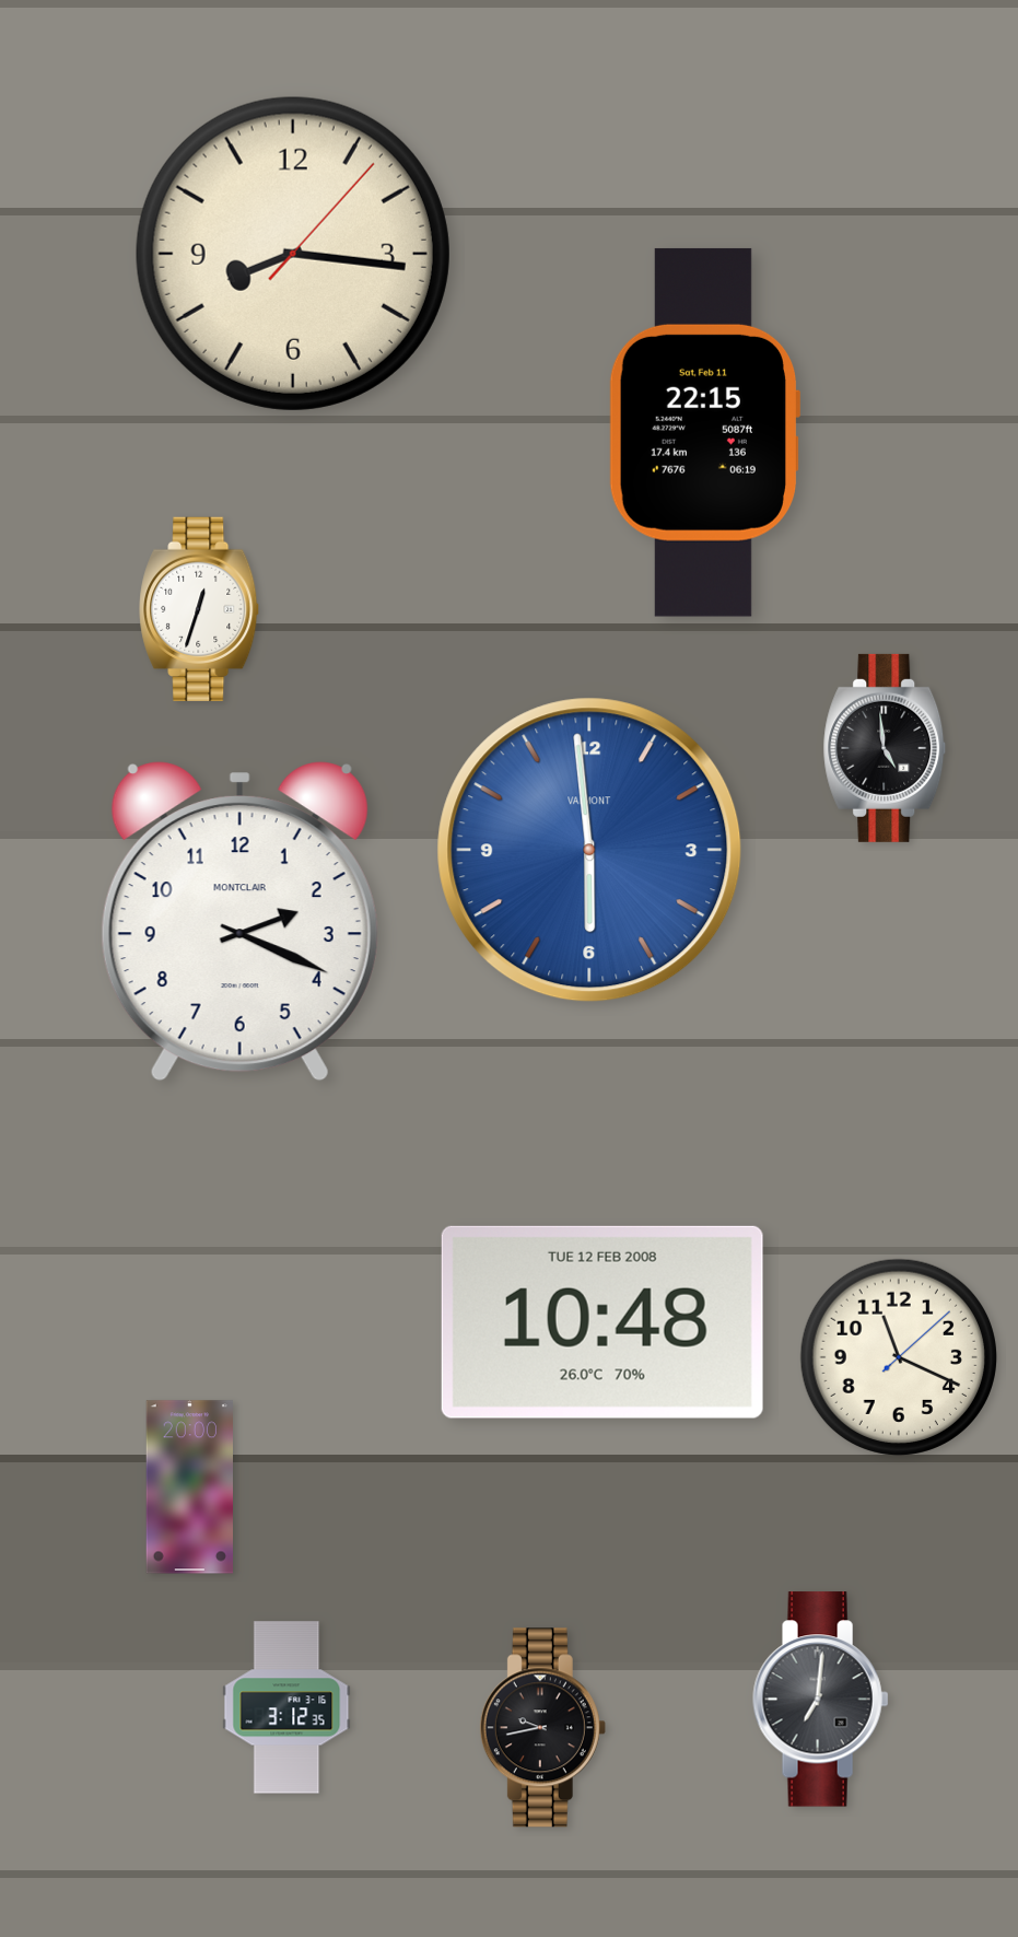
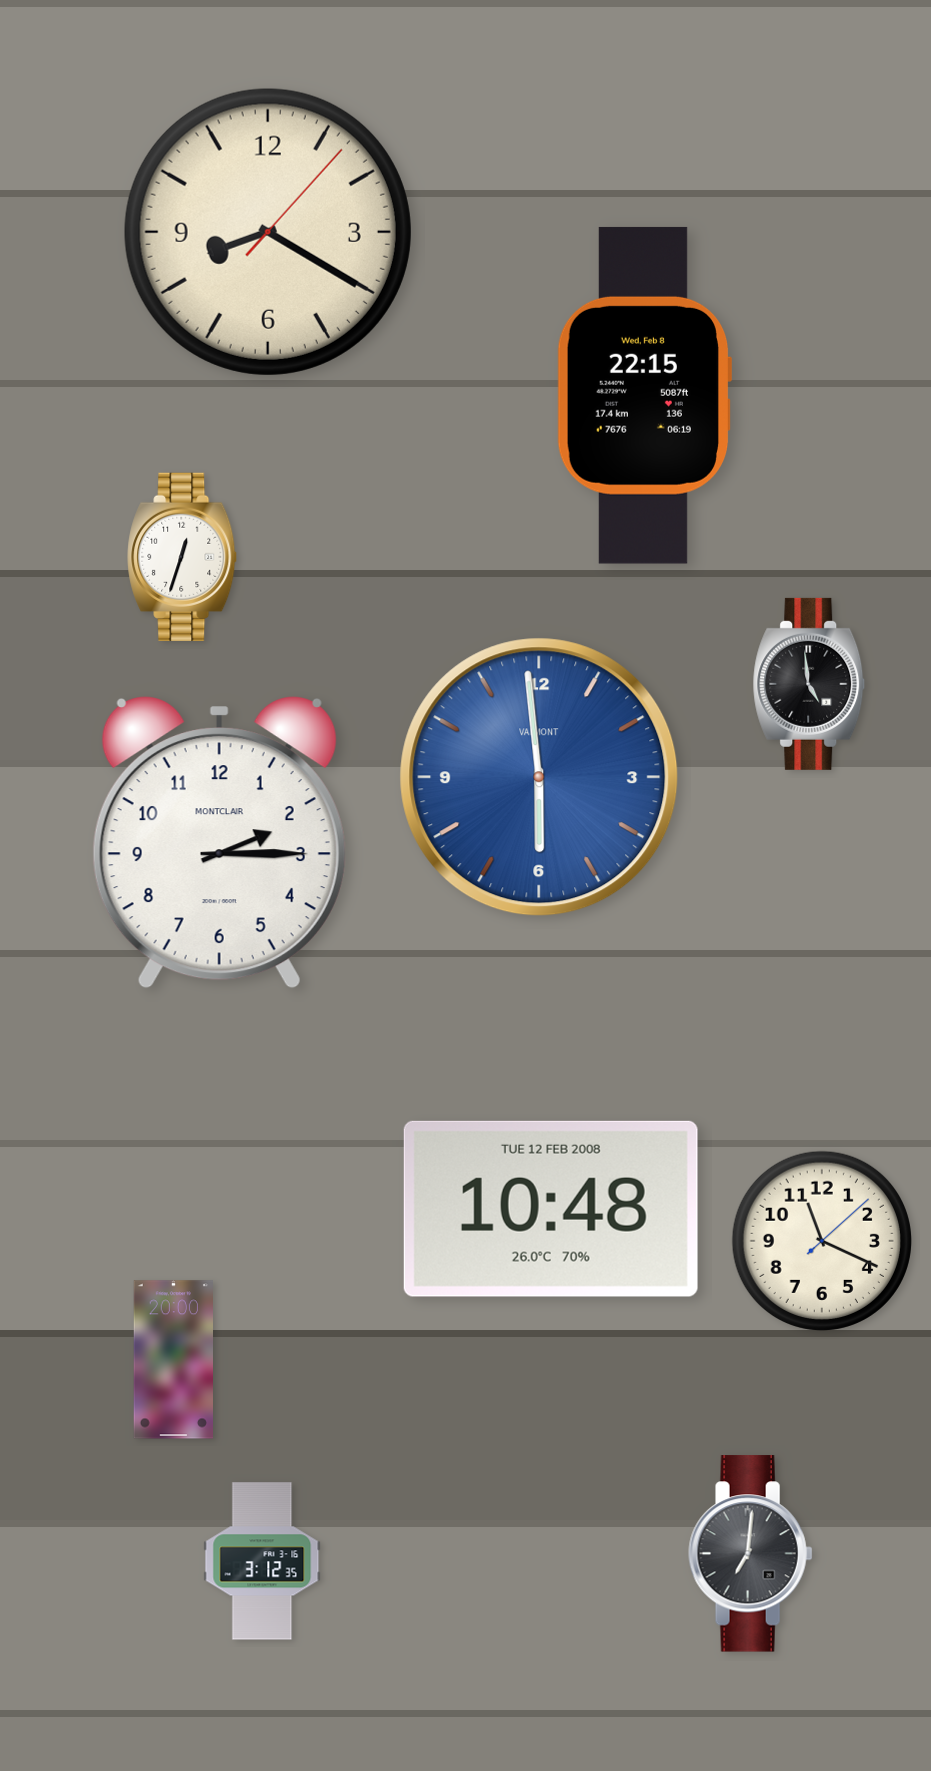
clock at (293, 254): 8:16 -> 8:20
clock at (703, 432) date: Sat, Feb 11 -> Wed, Feb 8
clock at (239, 922): 2:19 -> 2:15
clock at (542, 1728): 9:43 -> none
